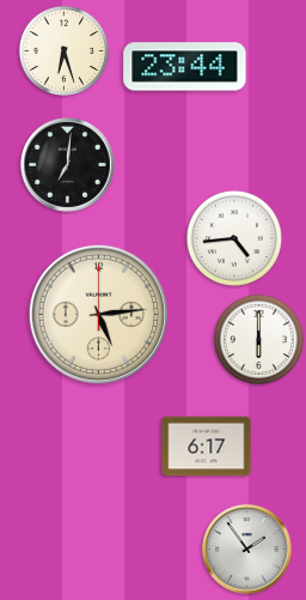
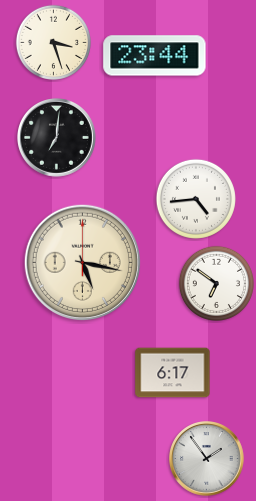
clock at (63, 50): 6:27 -> 3:27
clock at (98, 314): 5:14 -> 5:17
clock at (258, 339): 6:00 -> 6:51
